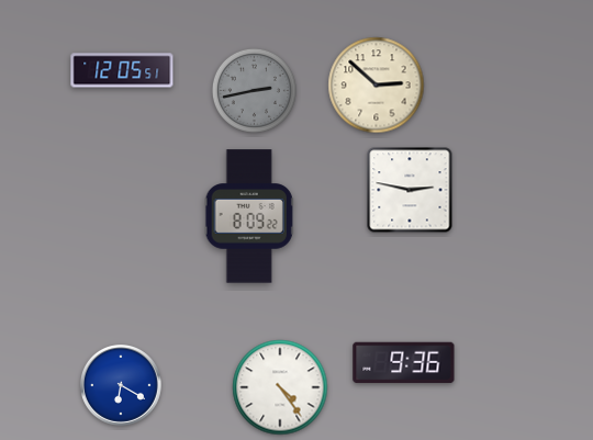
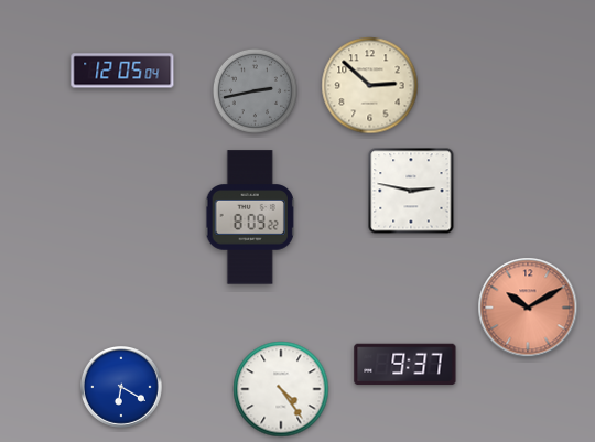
clock at (122, 70): 12:05:51 -> 12:05:04
clock at (377, 86) position: (377, 86) -> (370, 86)
clock at (528, 308): none -> 10:10
clock at (404, 363): 9:36 -> 9:37
